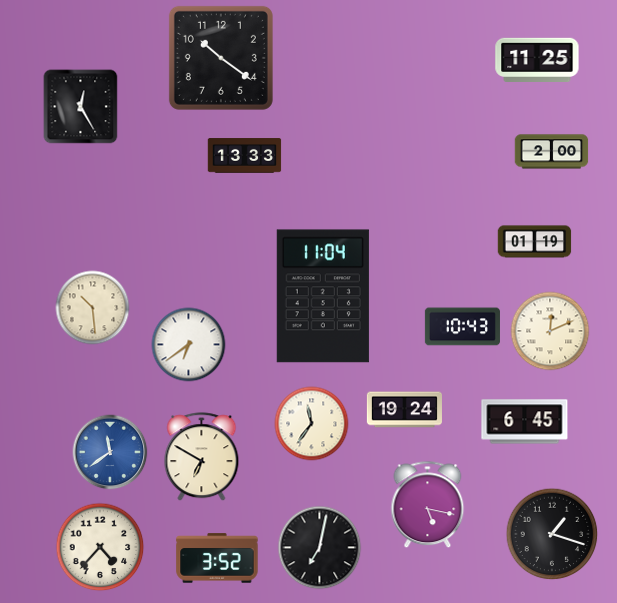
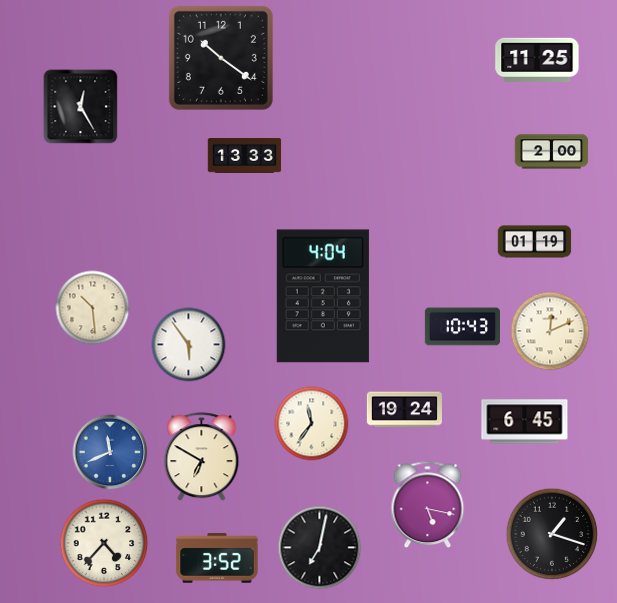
clock at (323, 296): 11:04 -> 4:04
clock at (189, 345): 6:39 -> 5:54
clock at (110, 452): 11:39 -> 11:41
clock at (100, 547) position: (100, 547) -> (104, 543)
